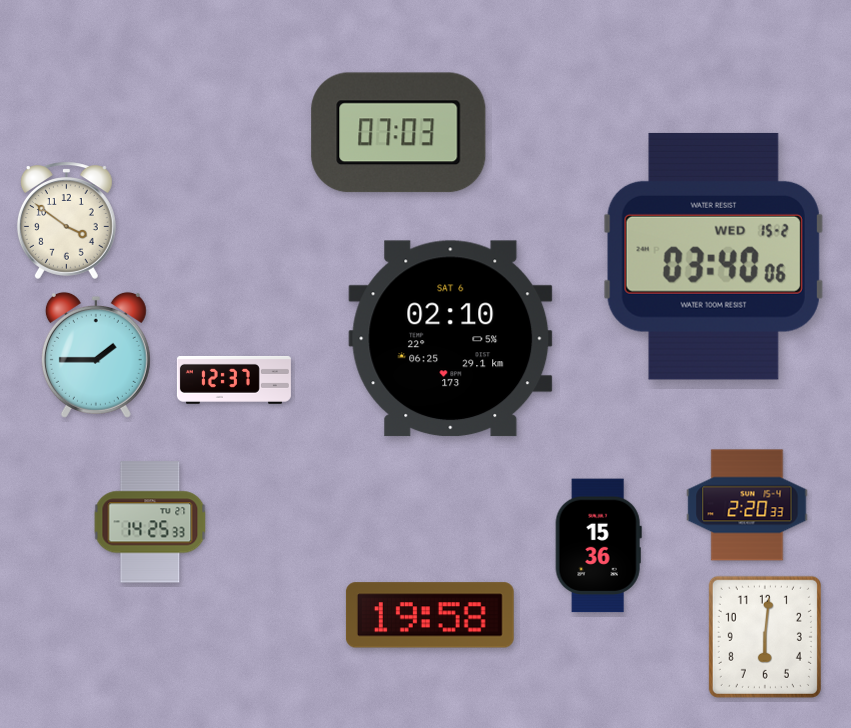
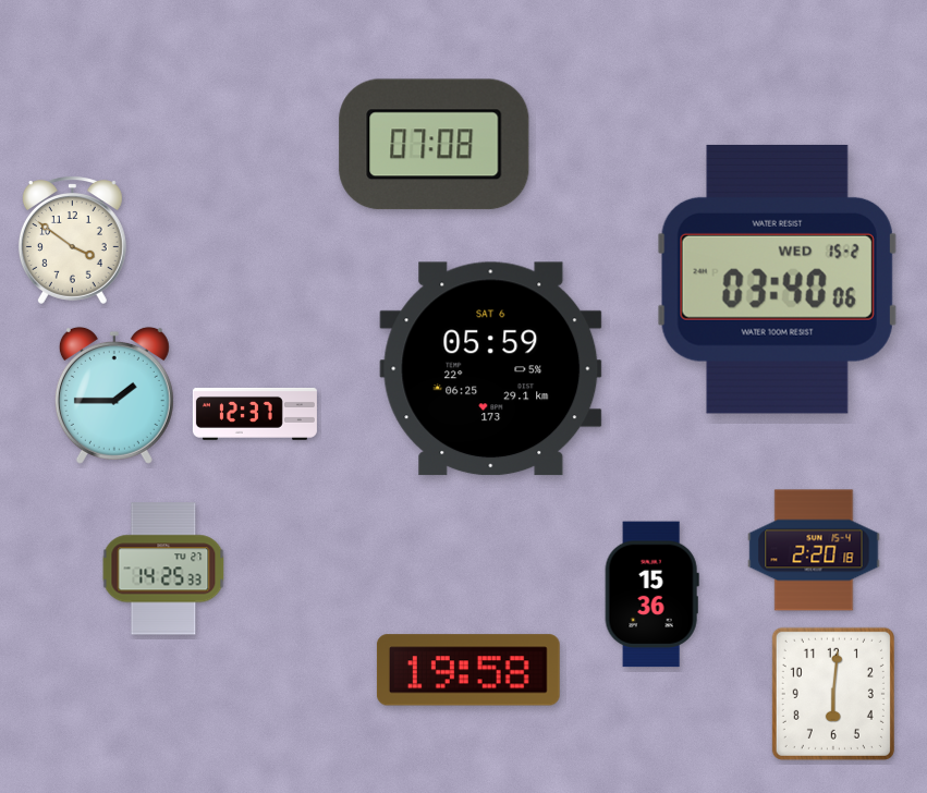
clock at (399, 133): 07:03 -> 07:08
clock at (451, 339): 02:10 -> 05:59
clock at (96, 355) position: (96, 355) -> (114, 395)
clock at (747, 505): 2:20:33 -> 2:20:18
